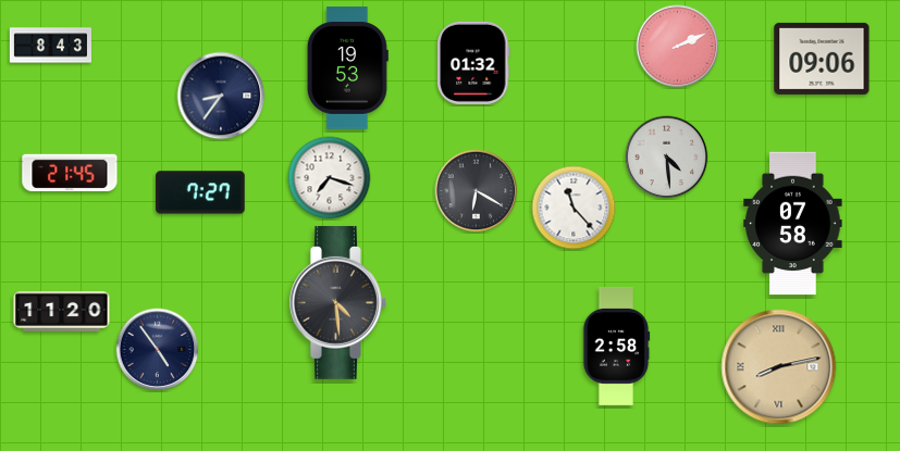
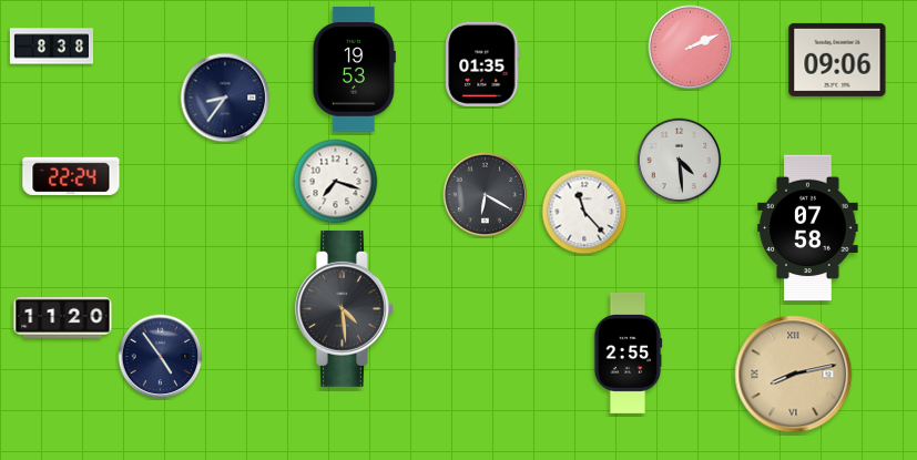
clock at (50, 46): 8:43 -> 8:38
clock at (473, 63): 01:32 -> 01:35
clock at (70, 172): 21:45 -> 22:24
clock at (200, 192): 7:27 -> none
clock at (616, 346): 2:58 -> 2:55
